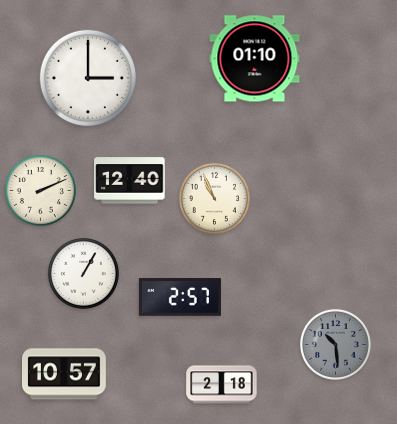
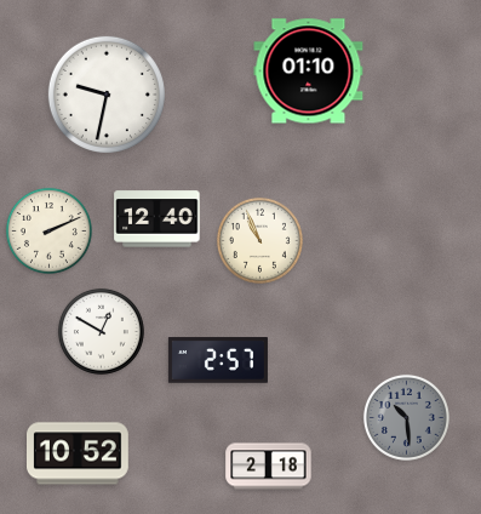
clock at (88, 78): 3:00 -> 9:32
clock at (83, 273): 1:05 -> 12:50
clock at (64, 374): 10:57 -> 10:52
